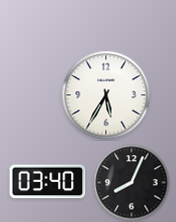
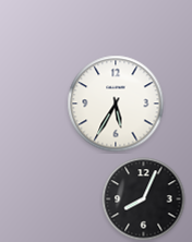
clock at (48, 182): 03:40 -> none
